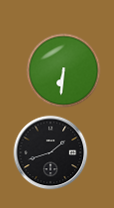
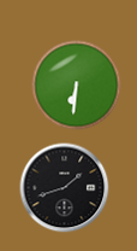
clock at (51, 153) position: (51, 153) -> (65, 188)
